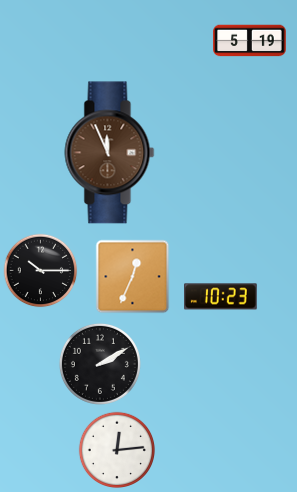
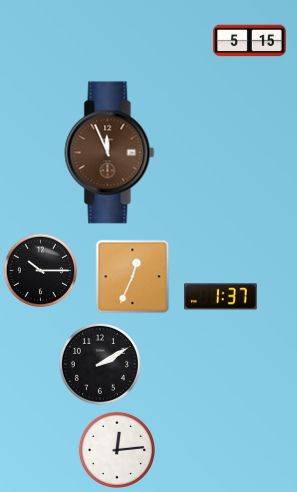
clock at (250, 41): 5:19 -> 5:15
clock at (221, 297): 10:23 -> 1:37
